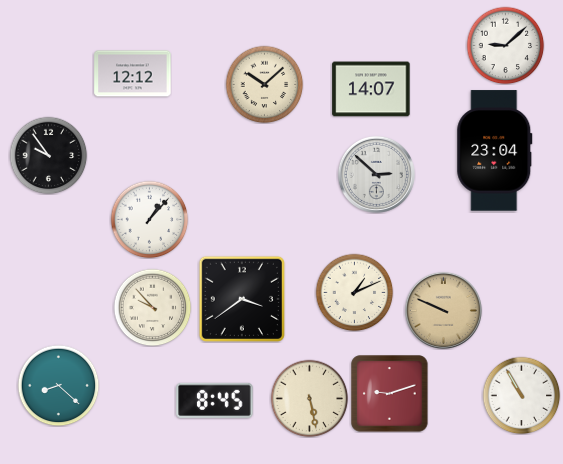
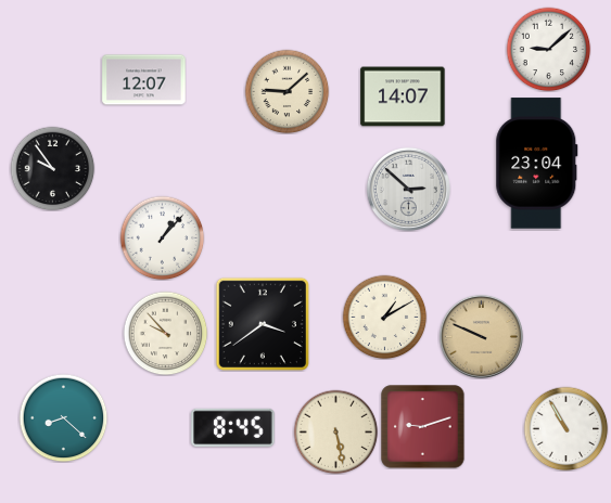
clock at (133, 74): 12:12 -> 12:07
clock at (264, 84): 10:08 -> 9:08
clock at (354, 292): 1:11 -> 1:10
clock at (215, 400) position: (215, 400) -> (233, 427)
